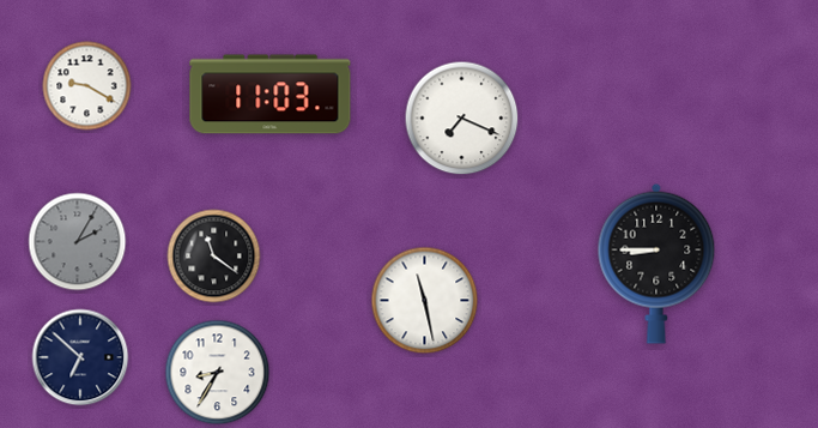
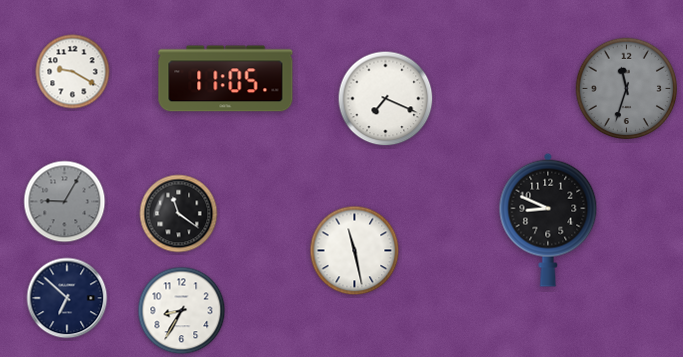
clock at (271, 95): 11:03 -> 11:05
clock at (627, 89): none -> 11:33
clock at (78, 242): 2:05 -> 9:05
clock at (656, 264): 8:45 -> 8:49
